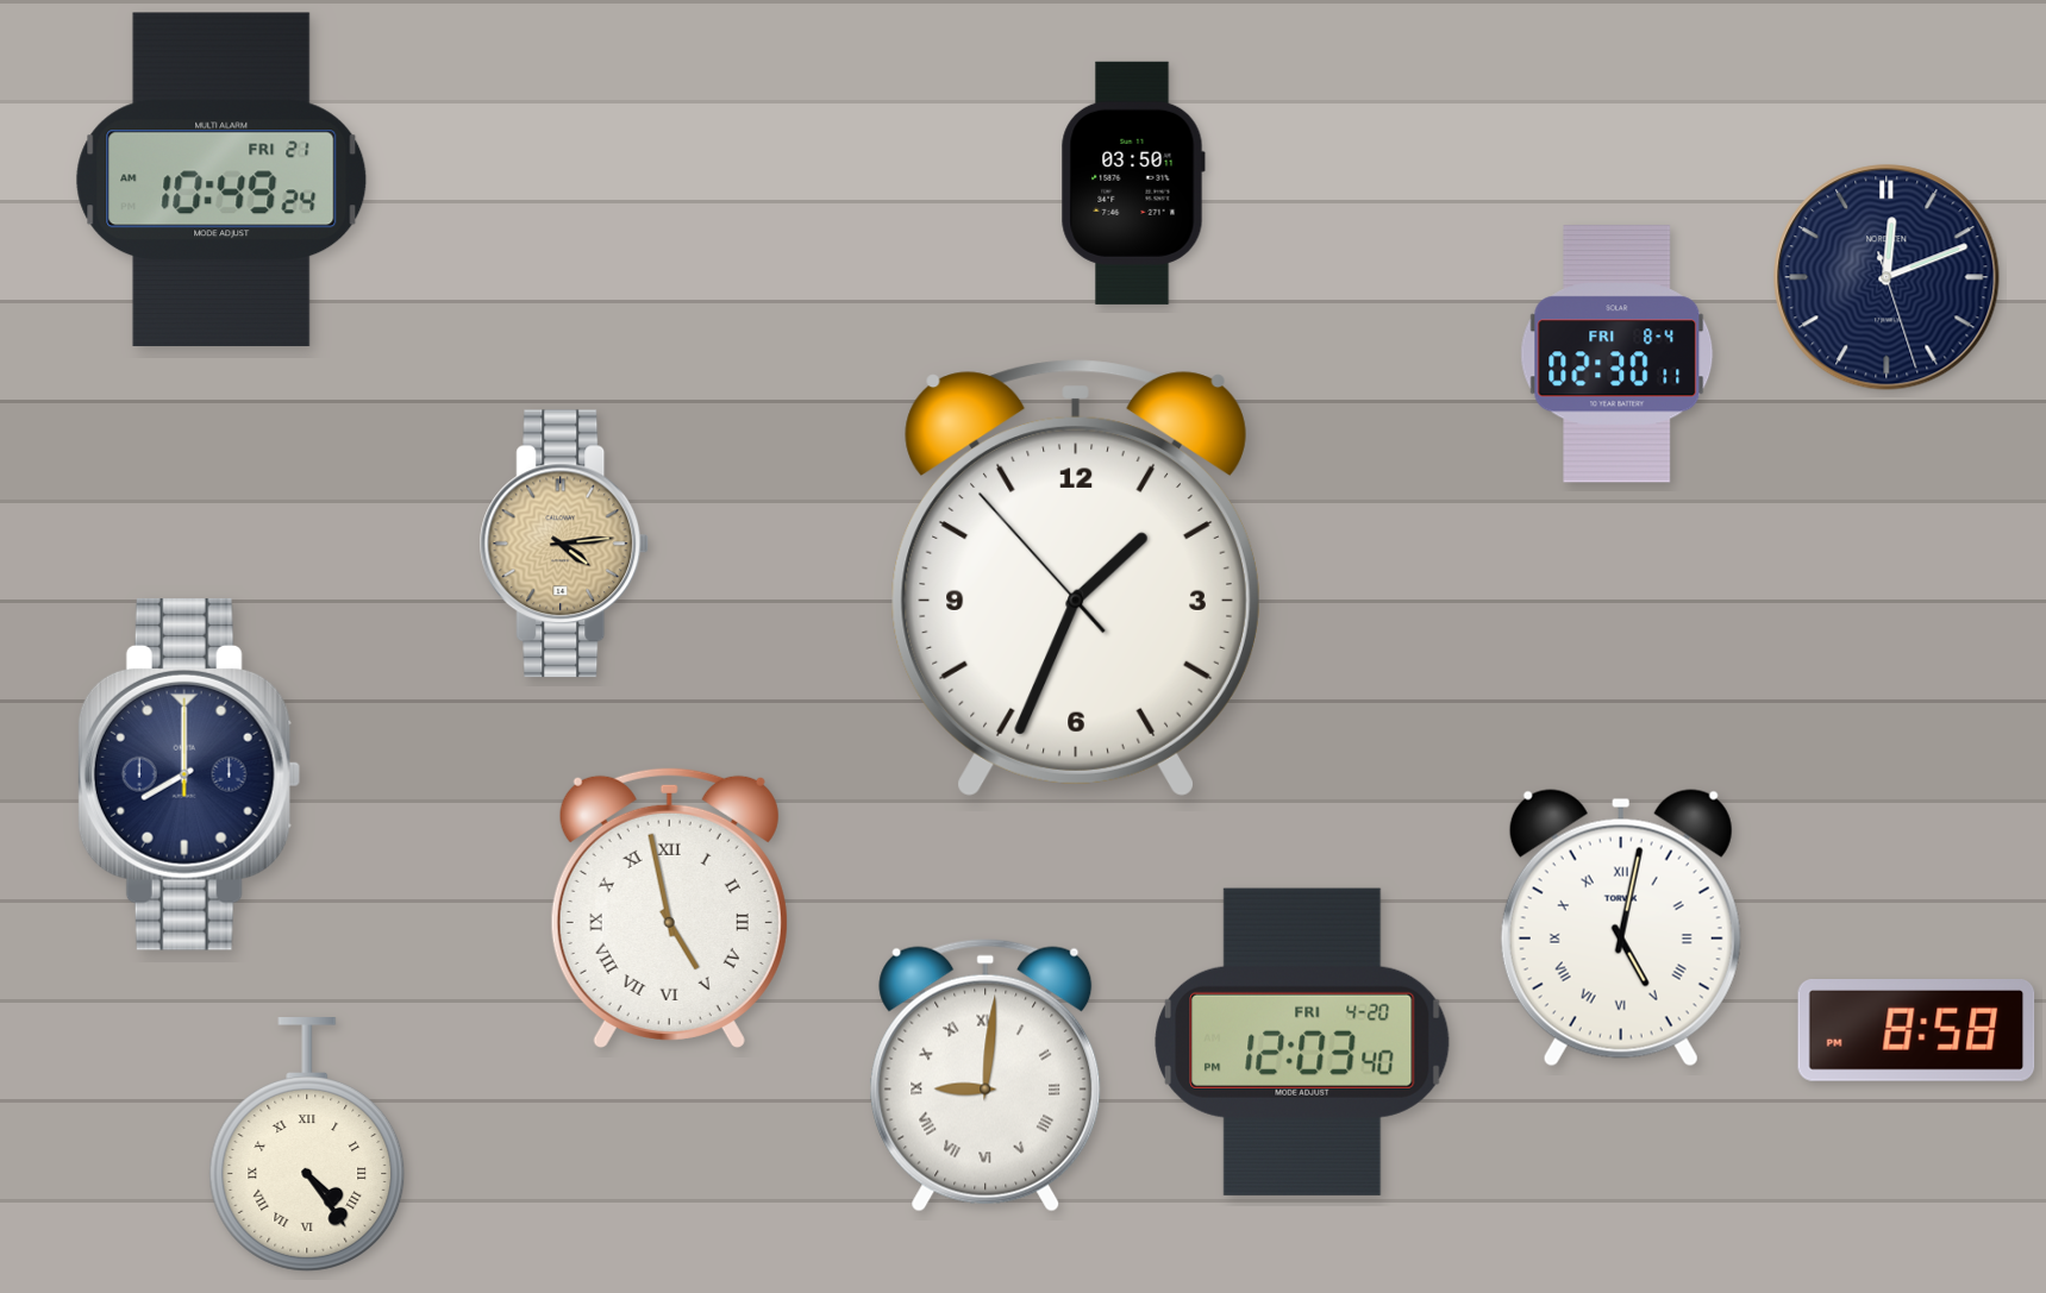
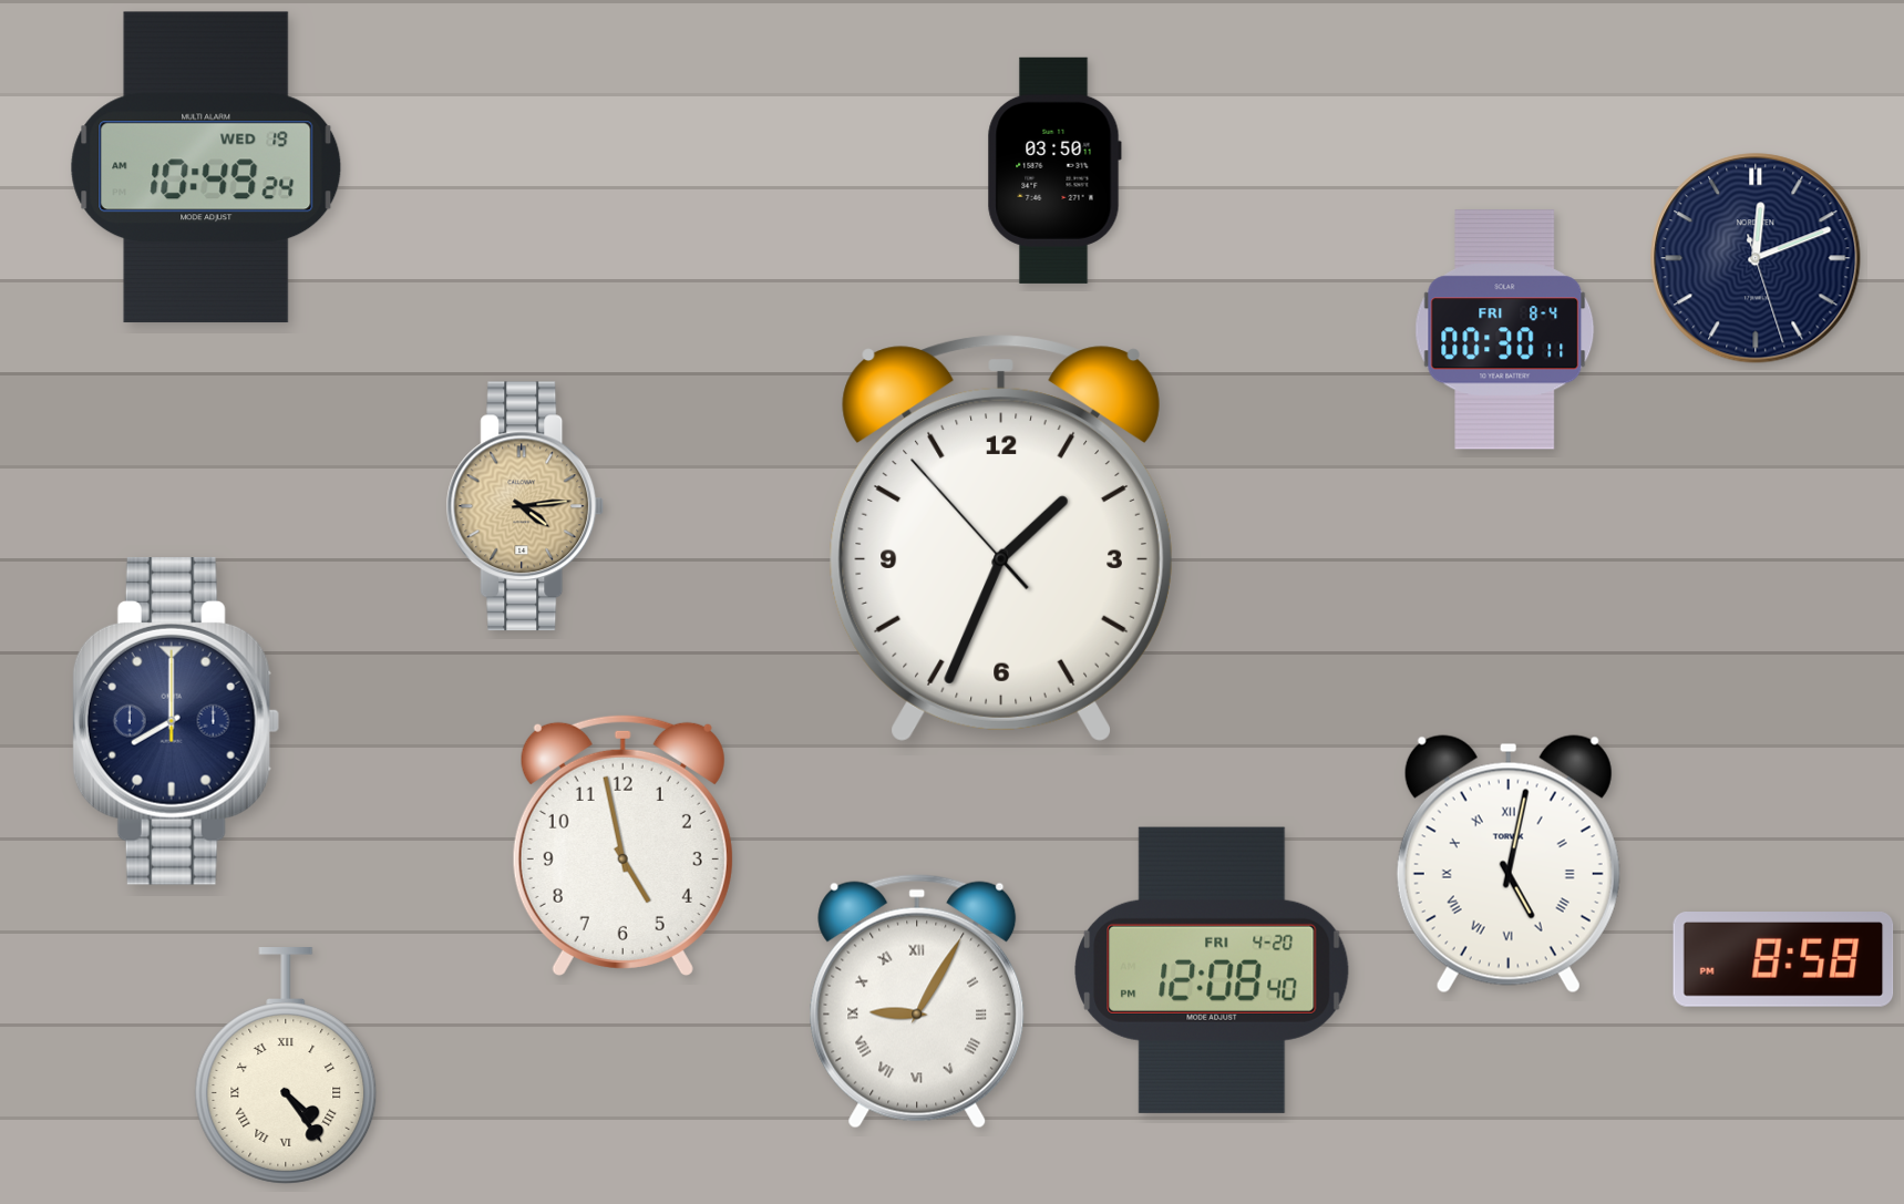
clock at (221, 180) date: FRI 21 -> WED 19
clock at (1618, 354): 02:30 -> 00:30
clock at (669, 908) numerals: Roman -> Arabic
clock at (1302, 1042): 12:03 -> 12:08
clock at (986, 1075): 9:01 -> 9:05
